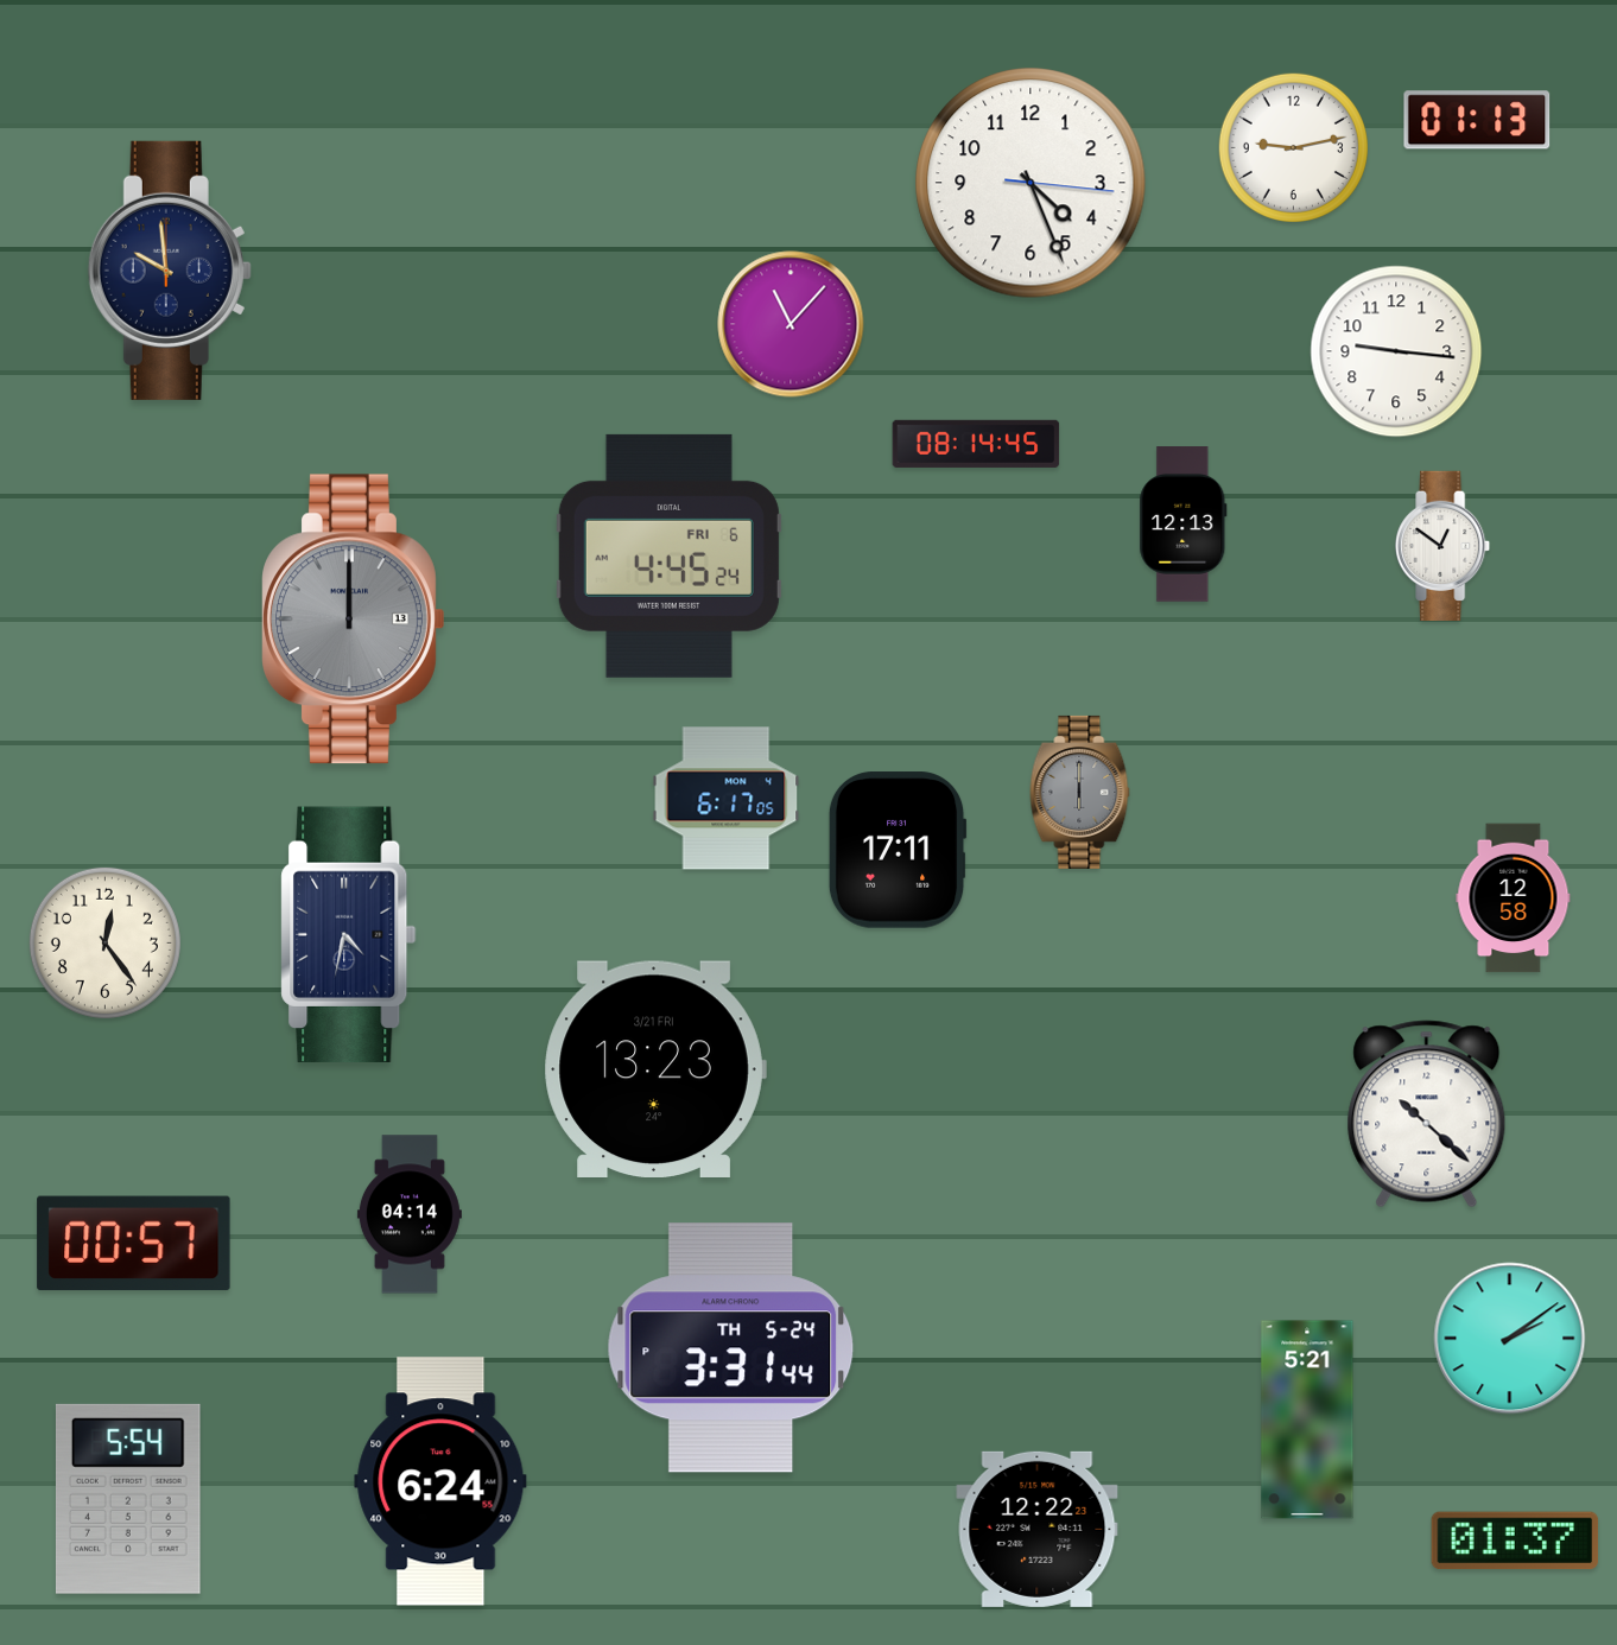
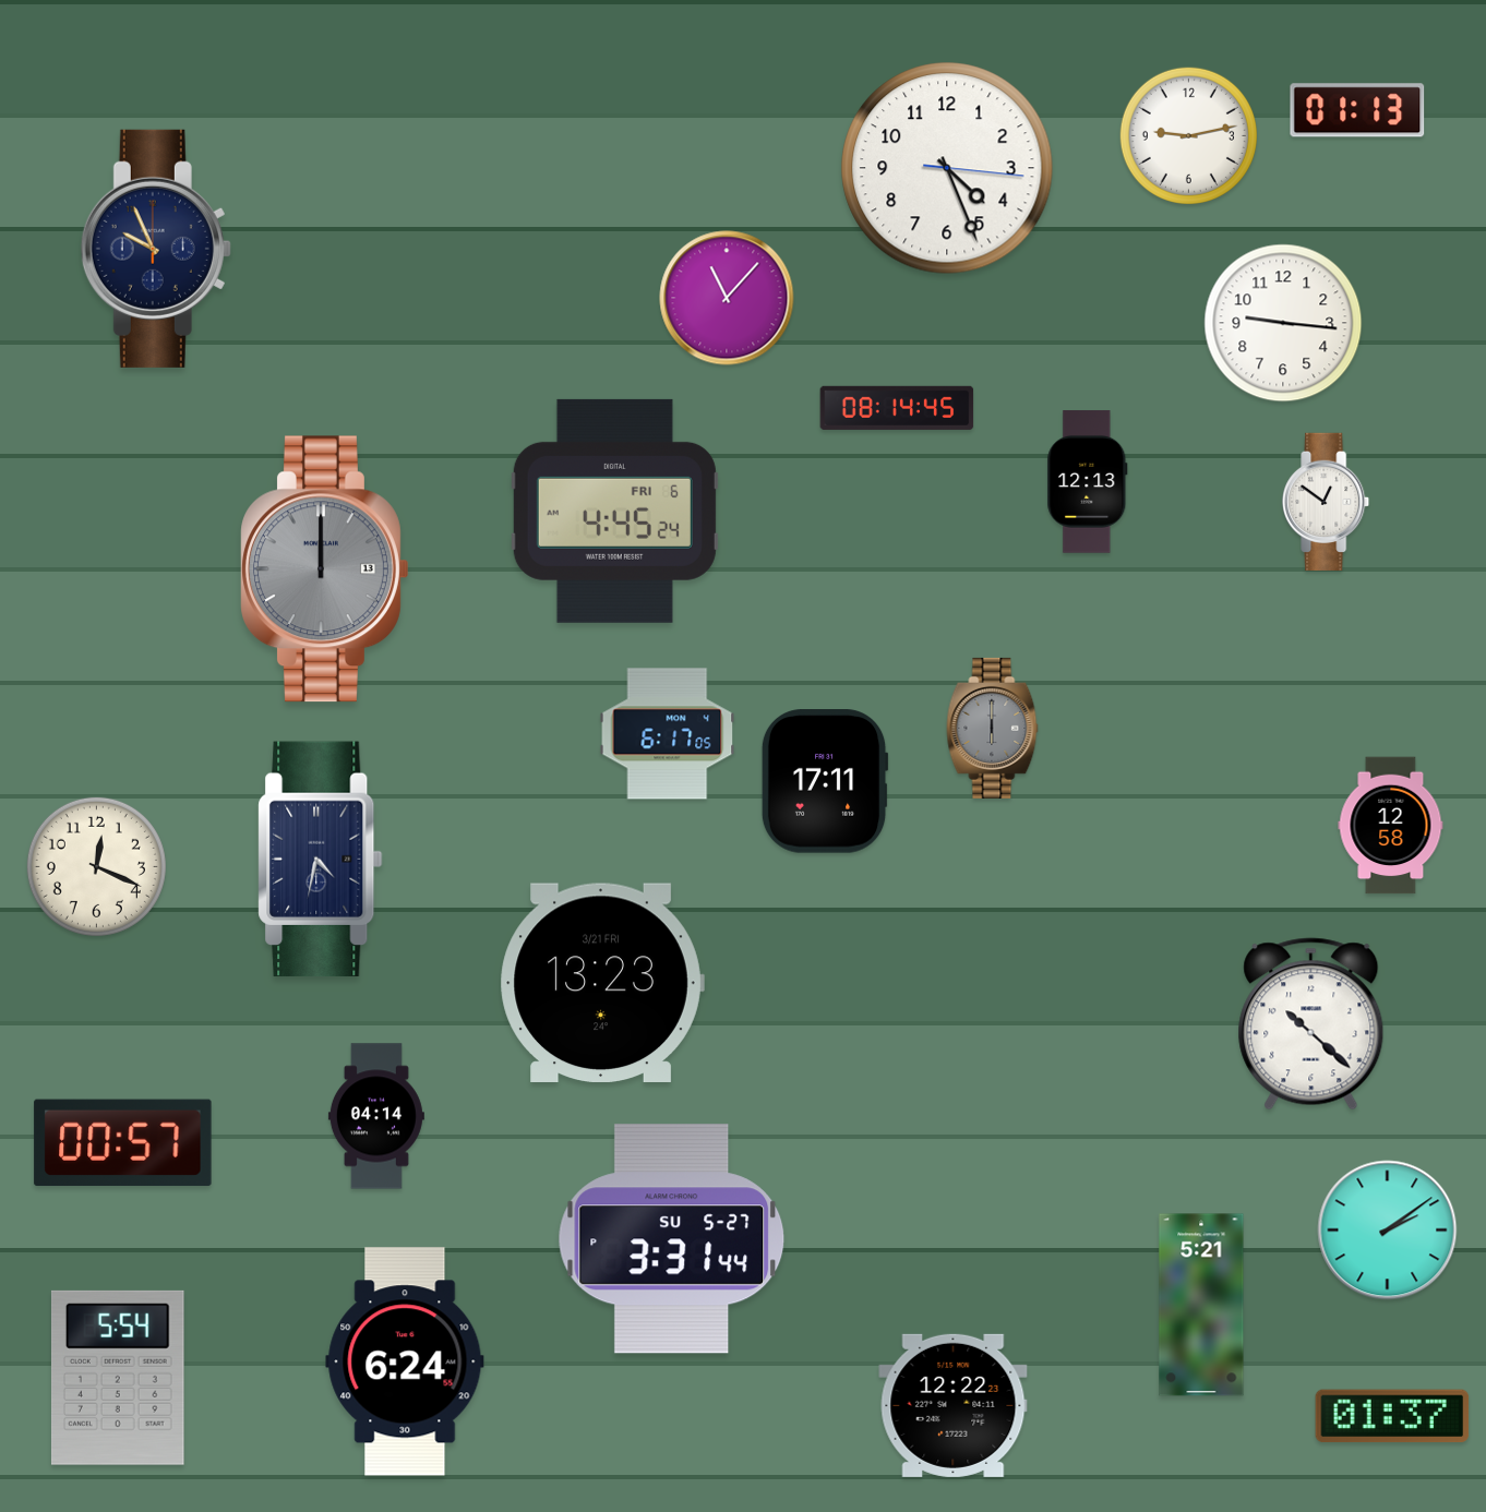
clock at (170, 271): 9:59 -> 9:56
clock at (104, 942): 12:24 -> 12:19
clock at (731, 1348) date: TH 5-24 -> SU 5-27
